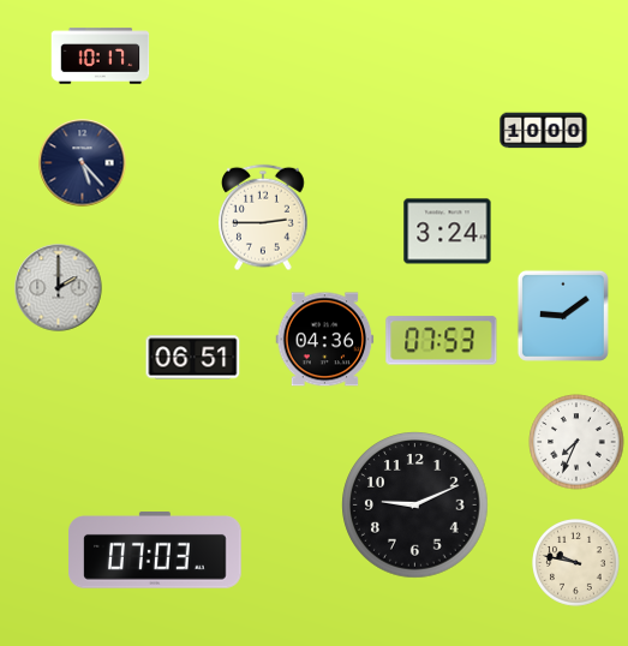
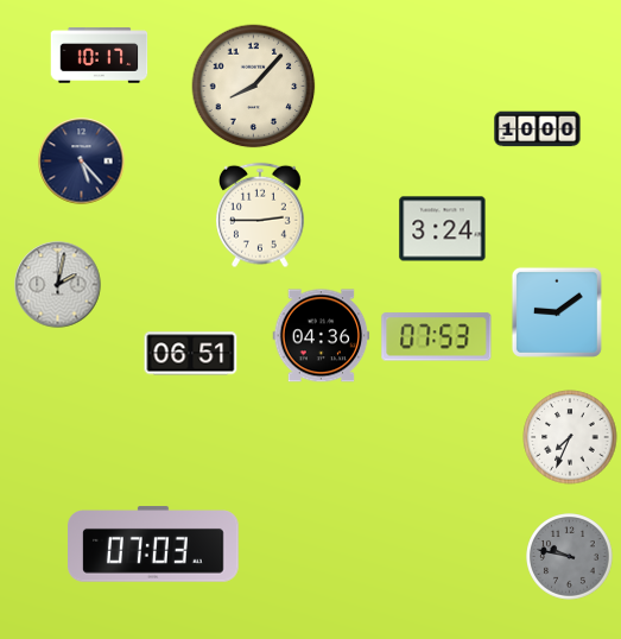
clock at (254, 87): none -> 8:07
clock at (59, 288): 2:00 -> 2:02
clock at (415, 506): 9:11 -> none
clock at (576, 563) dial: cream -> grey
